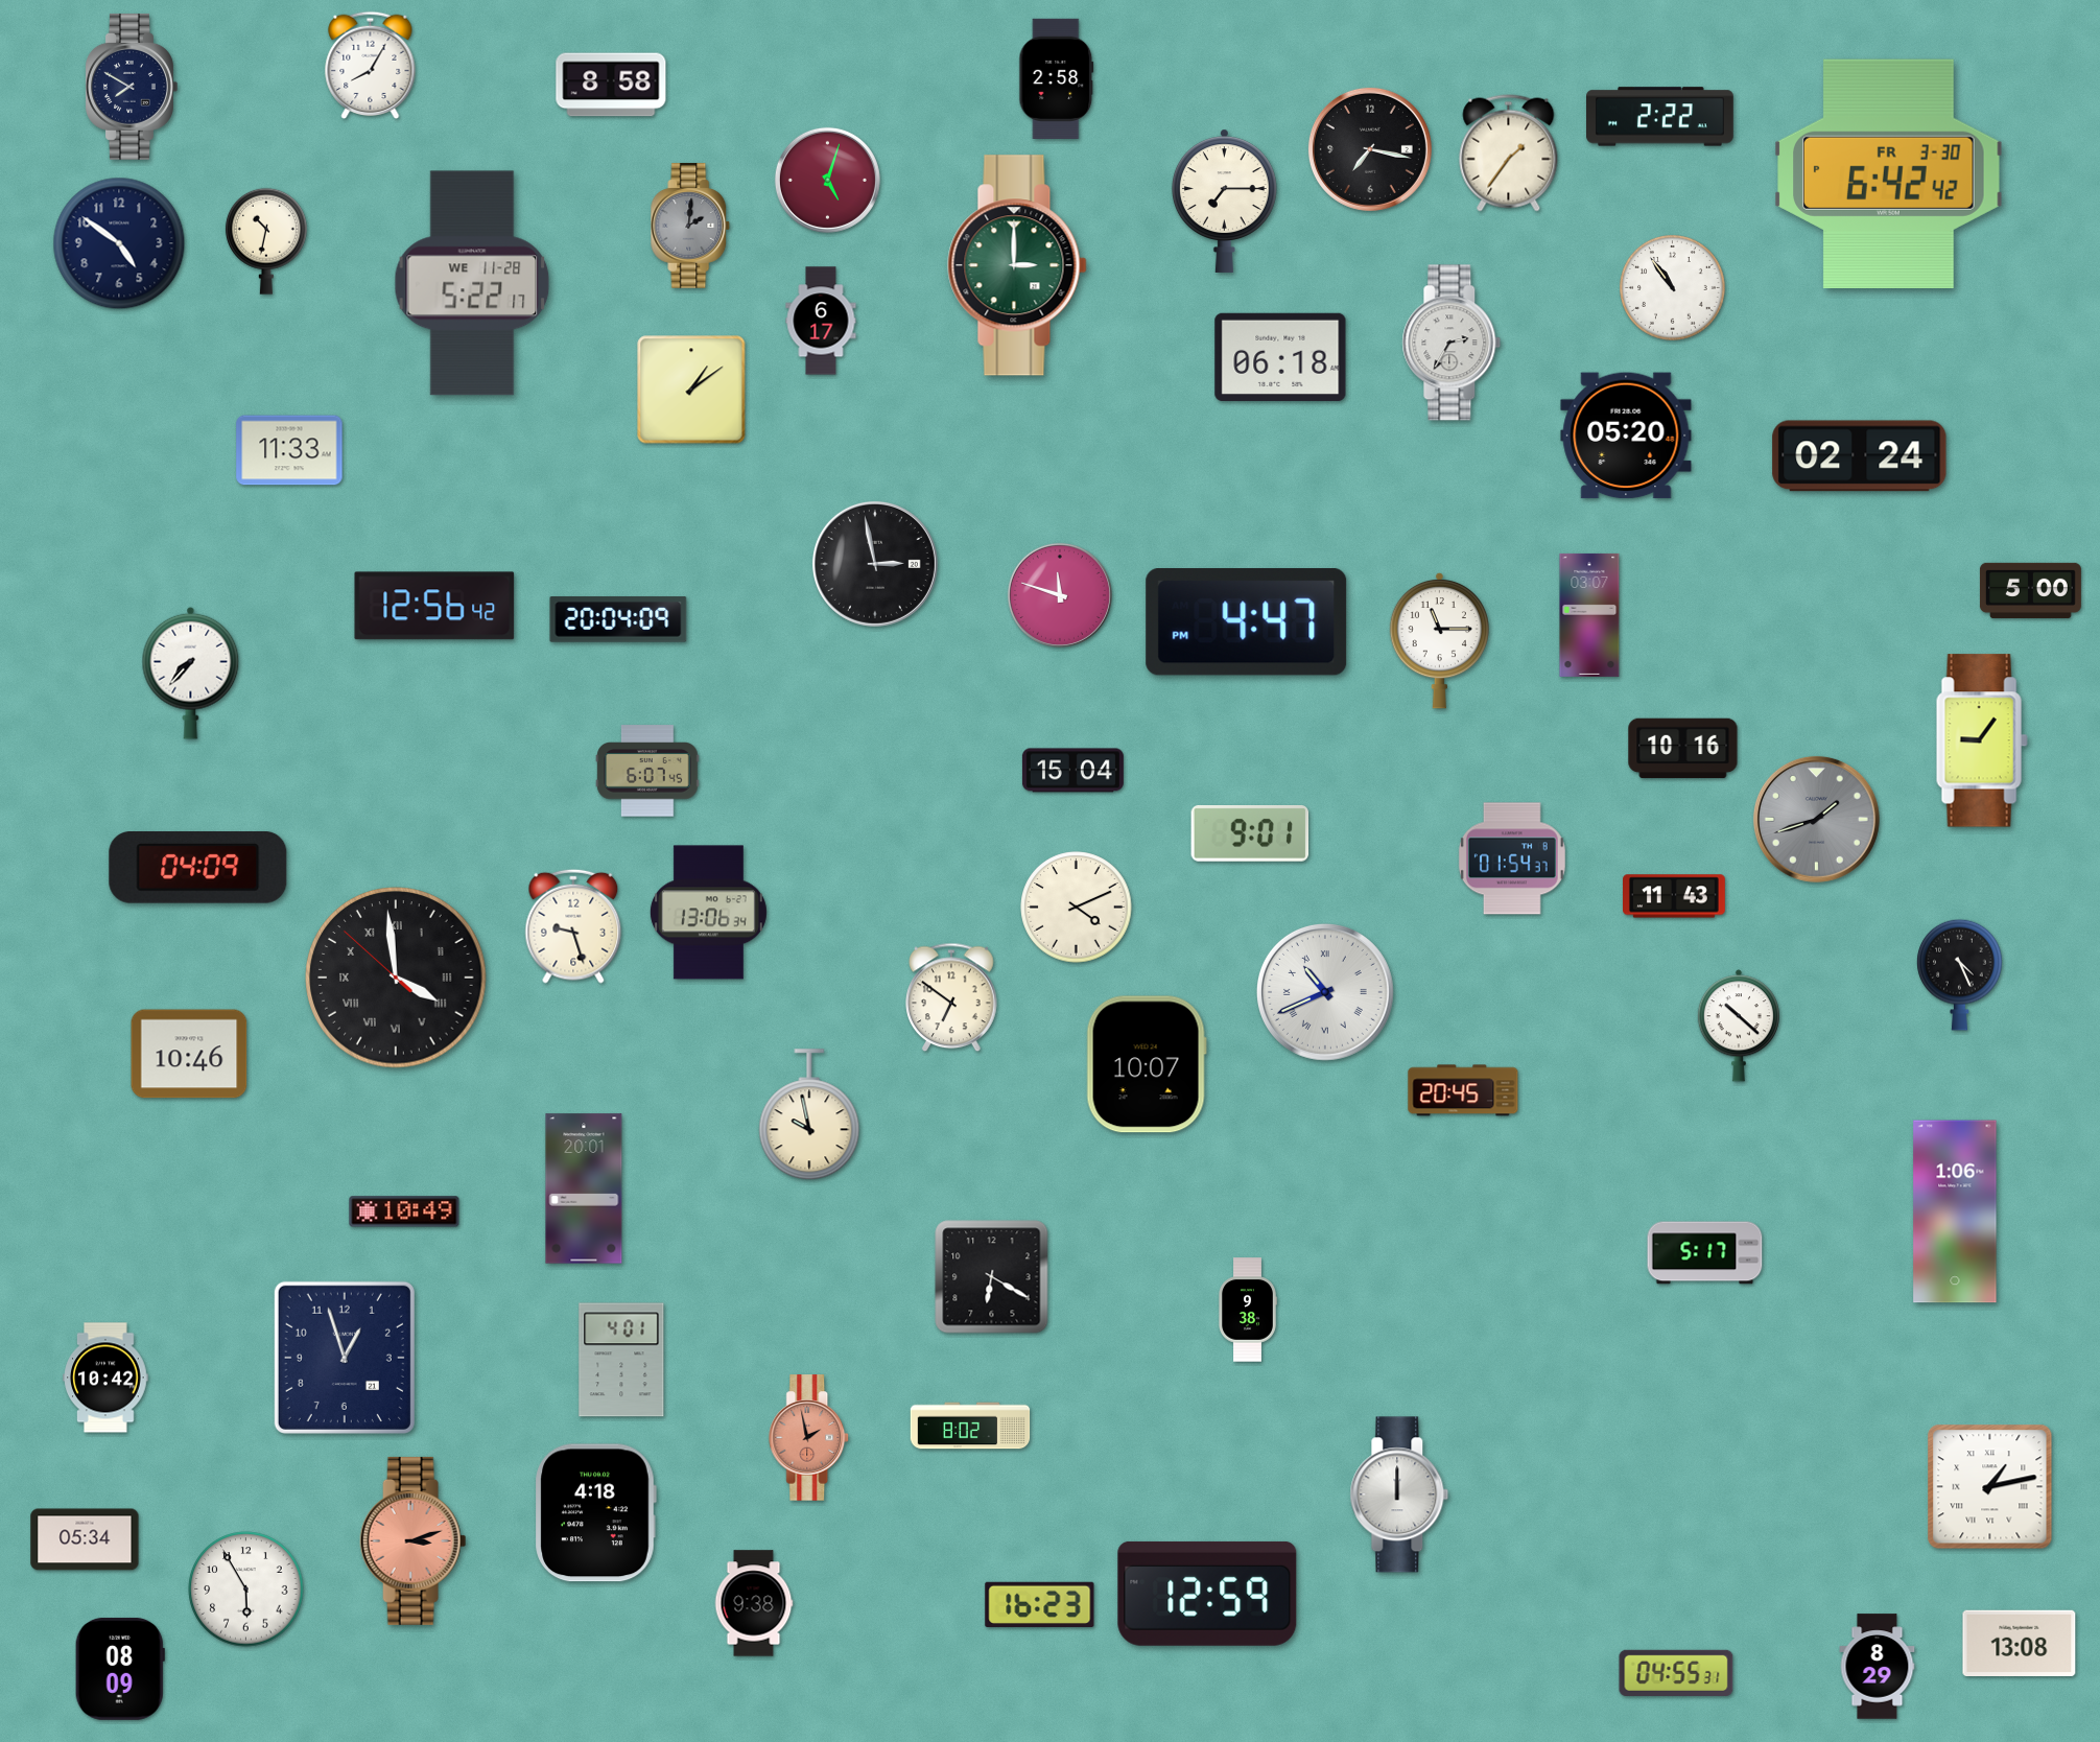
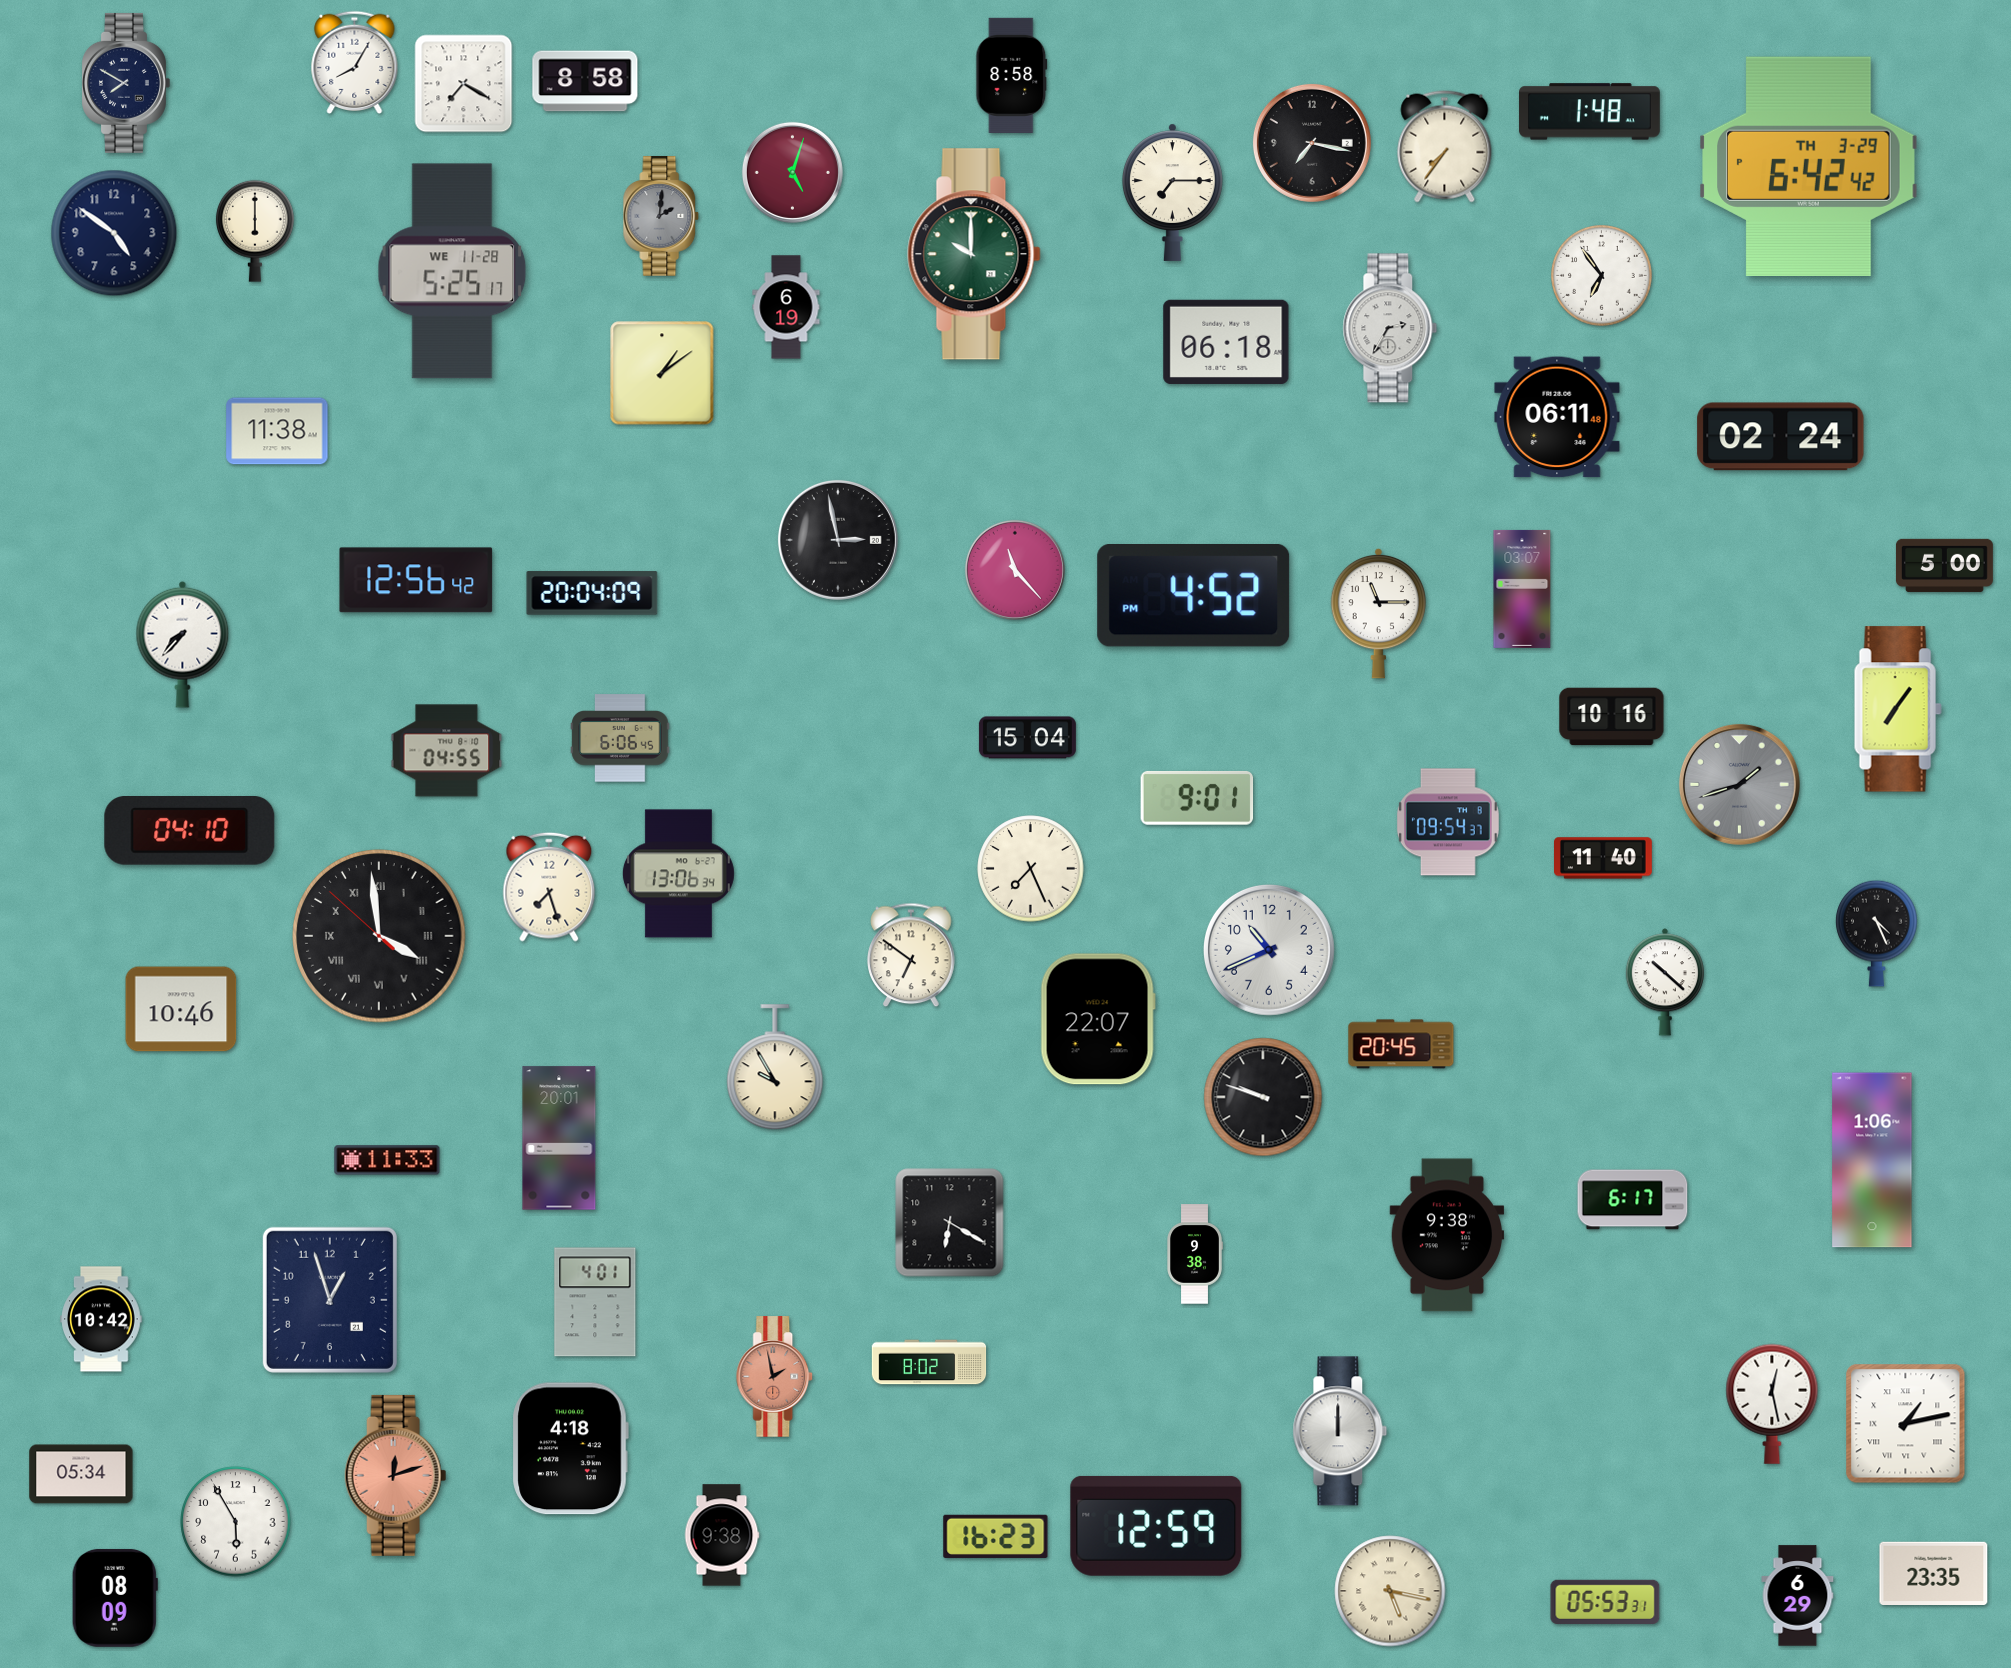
clock at (1057, 78): 2:58 -> 8:58
clock at (464, 84): none -> 7:20
clock at (1660, 117): 2:22 -> 1:48
clock at (1509, 154): 1:36 -> 7:36
clock at (1889, 173) date: FR 3-30 -> TH 3-29
clock at (266, 241): 10:32 -> 6:00
clock at (1017, 265): 3:00 -> 10:00
clock at (472, 283): 5:22 -> 5:25
clock at (1673, 288): 10:54 -> 6:54
clock at (821, 321): 6:17 -> 6:19
clock at (1626, 435): 05:20 -> 06:11
clock at (289, 450): 11:33 -> 11:38
clock at (1060, 595): 11:48 -> 11:23
clock at (1247, 622): 4:47 -> 4:52
clock at (1982, 740): 9:06 -> 7:06
clock at (647, 771): 6:07 -> 6:06
clock at (447, 751): none -> 04:55
clock at (1512, 858): 01:54 -> 09:54
clock at (198, 868): 04:09 -> 04:10
clock at (1675, 896): 11:43 -> 11:40
clock at (1077, 908): 4:11 -> 7:26
clock at (573, 926): 9:27 -> 7:27
clock at (1325, 992) numerals: Roman -> Arabic
clock at (1147, 1064): 10:07 -> 22:07
clock at (809, 1115): 9:58 -> 9:55
clock at (1263, 1097): none -> 9:48
clock at (404, 1211): 10:49 -> 11:33
clock at (1705, 1253): 5:17 -> 6:17
clock at (1447, 1235): none -> 9:38
clock at (970, 1426) position: (970, 1426) -> (929, 1362)
clock at (1772, 1404): none -> 12:28
clock at (414, 1540): 3:12 -> 12:12
clock at (2020, 1643): 13:08 -> 23:35
clock at (1390, 1591): none -> 5:17
clock at (1878, 1667): 8:29 -> 6:29
clock at (1676, 1673): 04:55 -> 05:53
